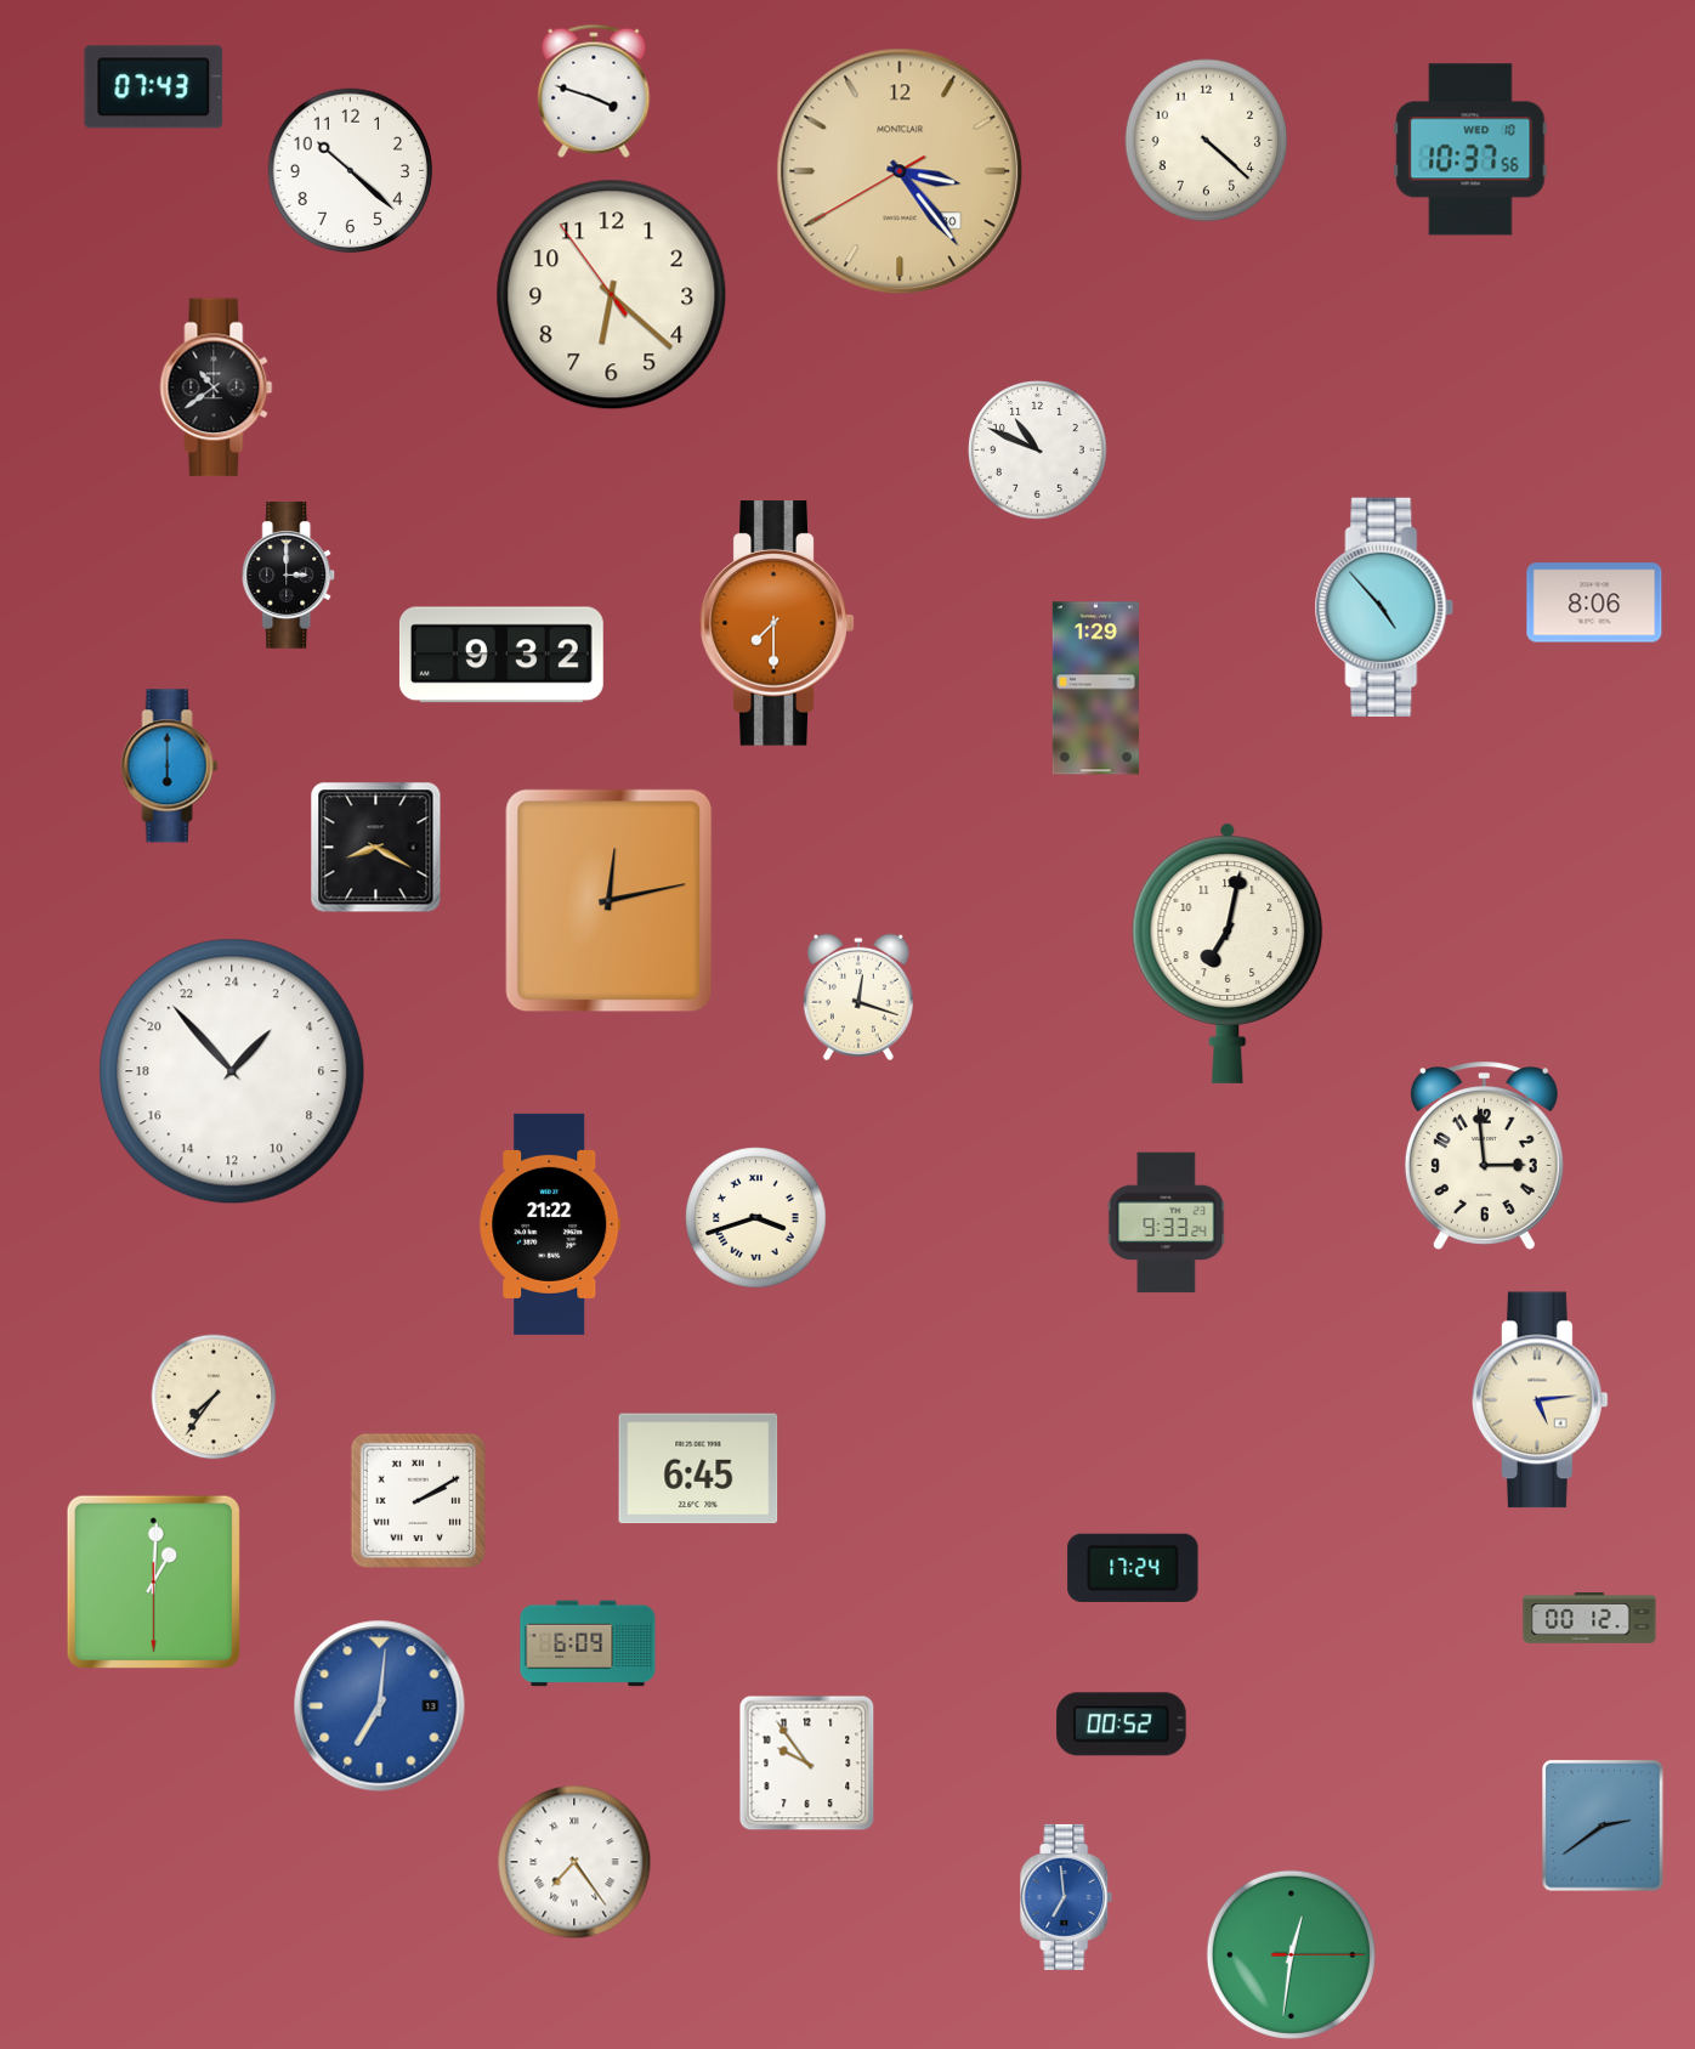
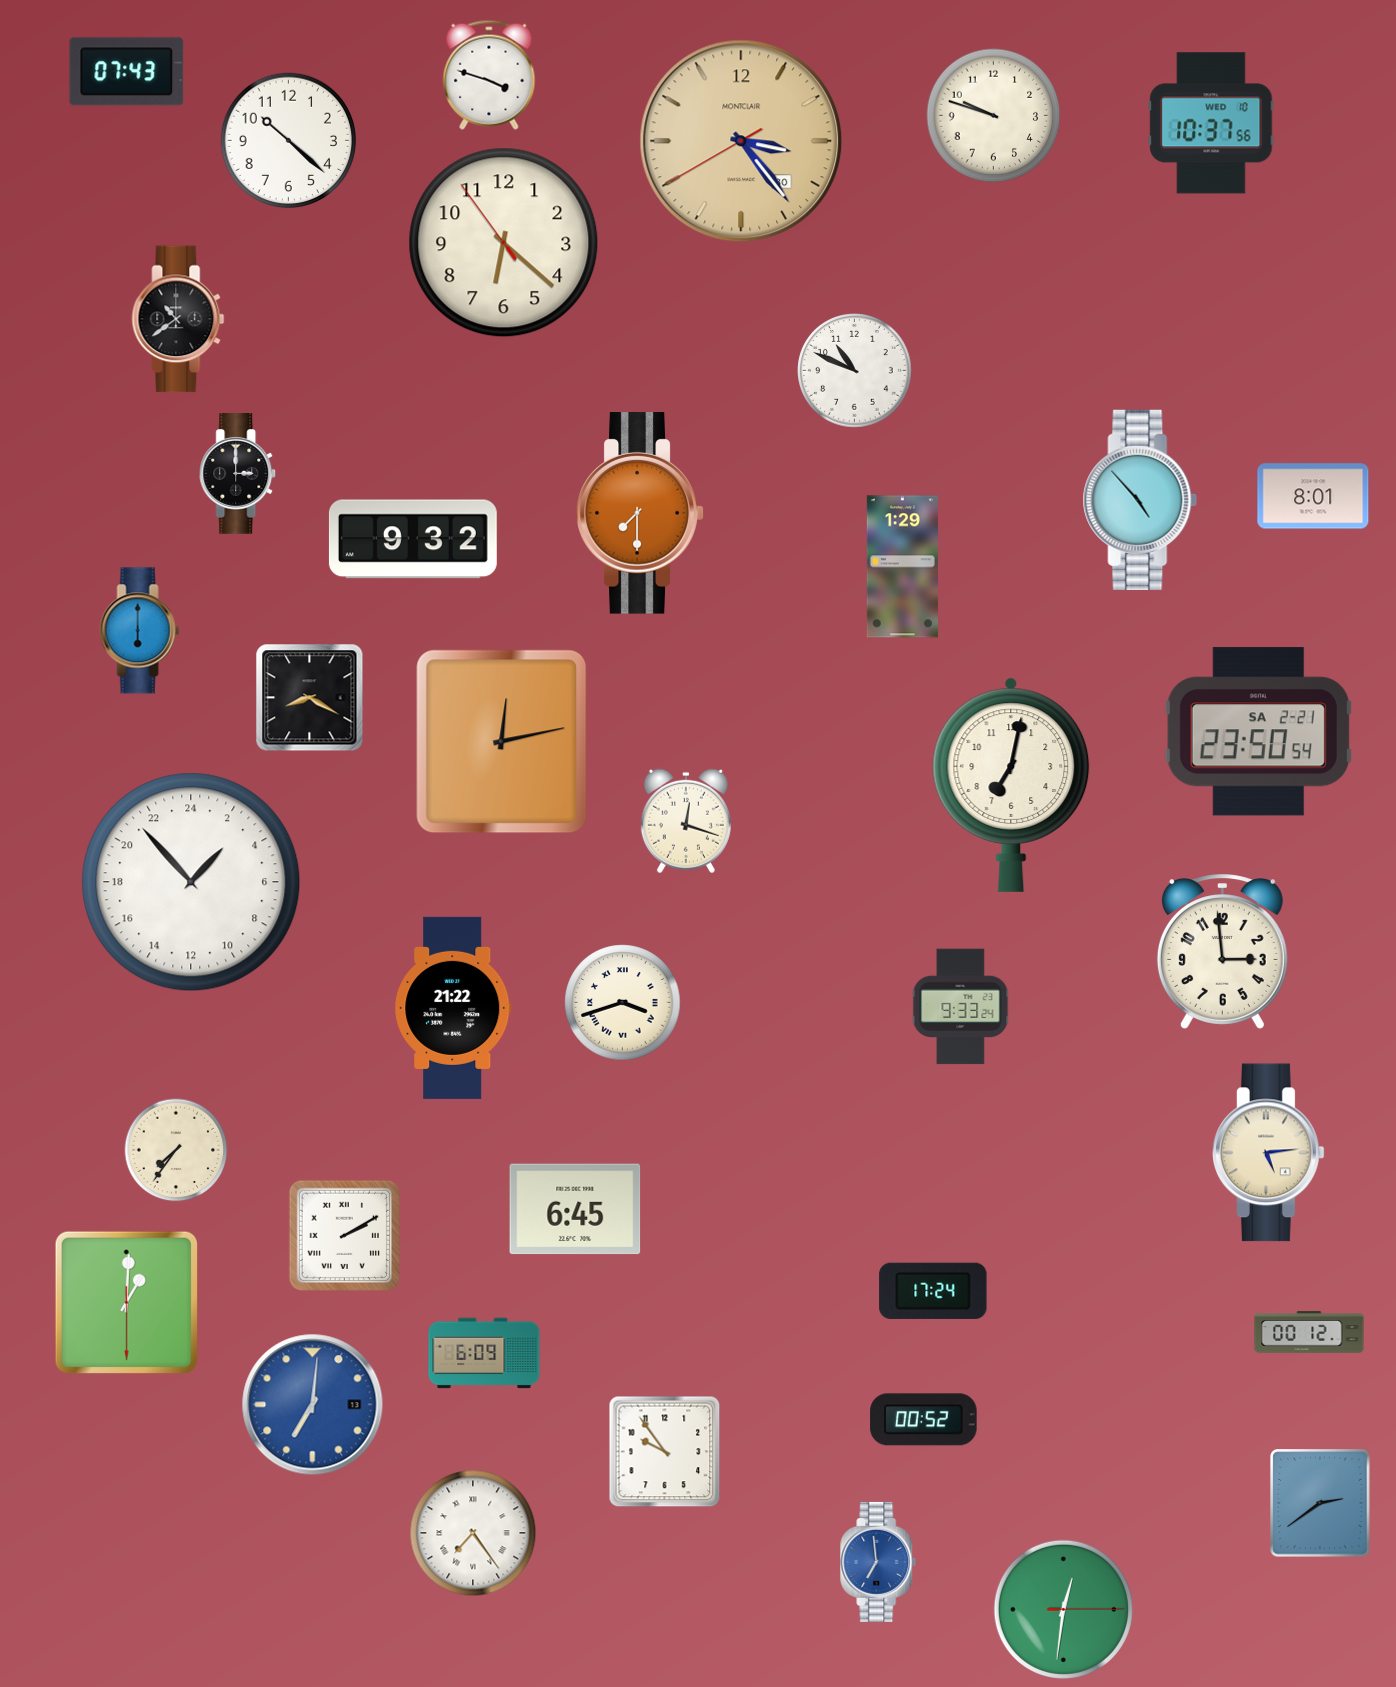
clock at (1207, 141): 4:22 -> 9:48
clock at (1594, 602): 8:06 -> 8:01
clock at (1258, 732): none -> 23:50
clock at (858, 997) position: (858, 997) -> (686, 821)
